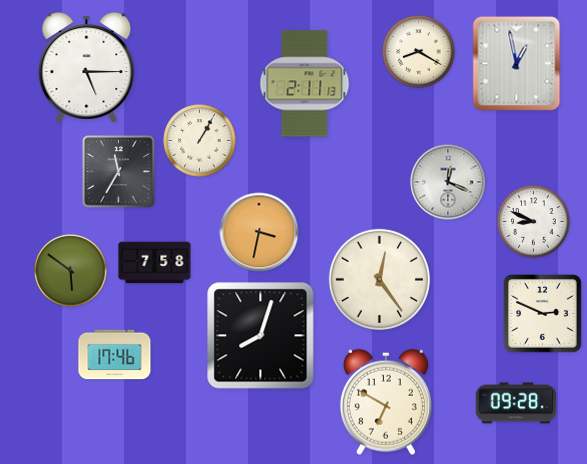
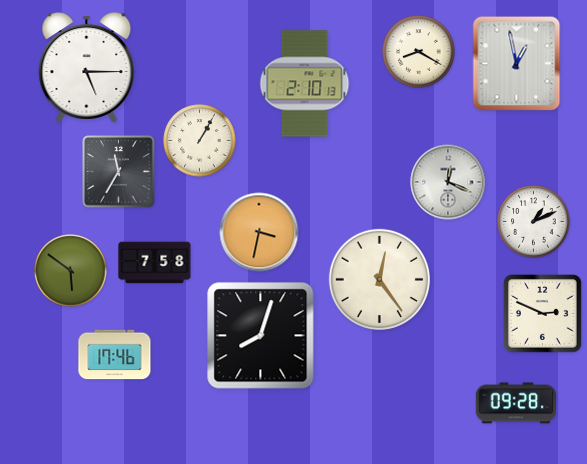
clock at (305, 84): 2:11 -> 2:10
clock at (534, 222): 8:49 -> 1:11
clock at (386, 402): 6:50 -> none
